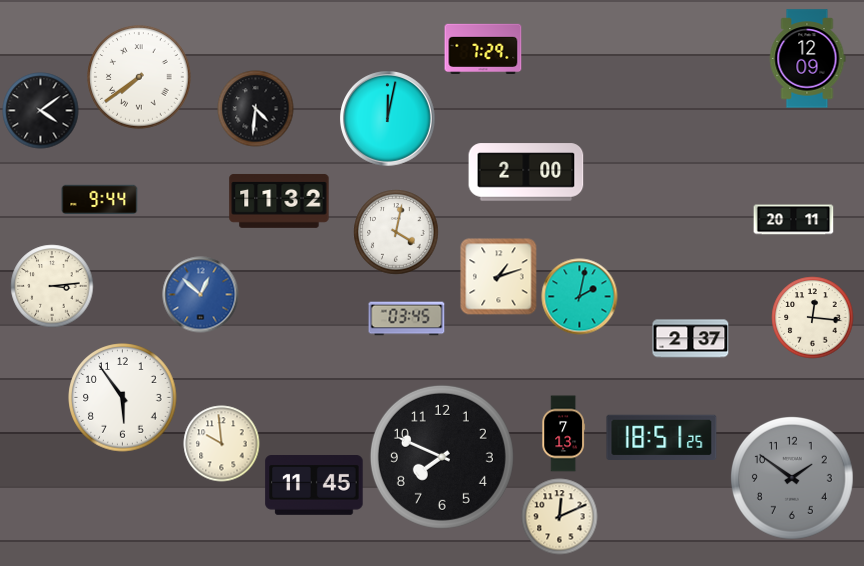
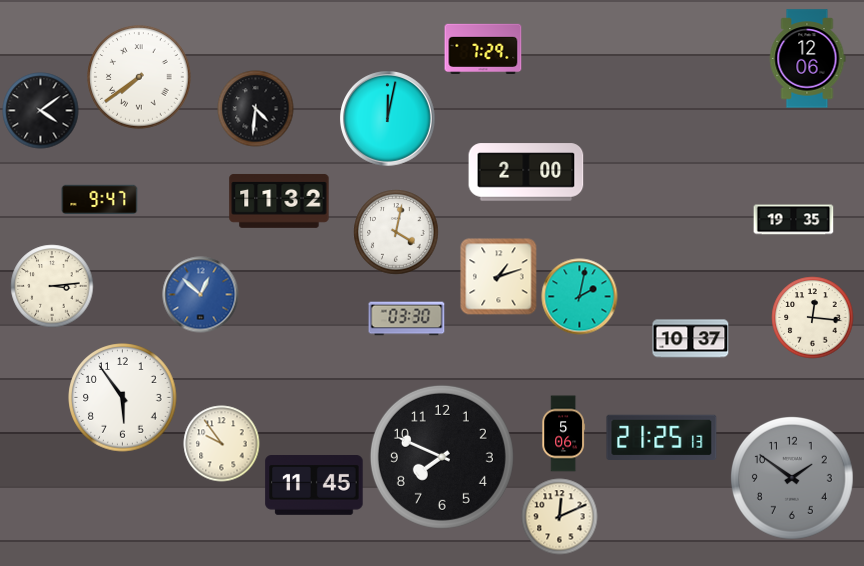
clock at (807, 59): 12:09 -> 12:06
clock at (100, 199): 9:44 -> 9:47
clock at (794, 220): 20:11 -> 19:35
clock at (407, 319): 03:45 -> 03:30
clock at (691, 339): 2:37 -> 10:37
clock at (564, 434): 7:13 -> 5:06
clock at (662, 437): 18:51 -> 21:25
clock at (222, 444): 9:59 -> 9:54
